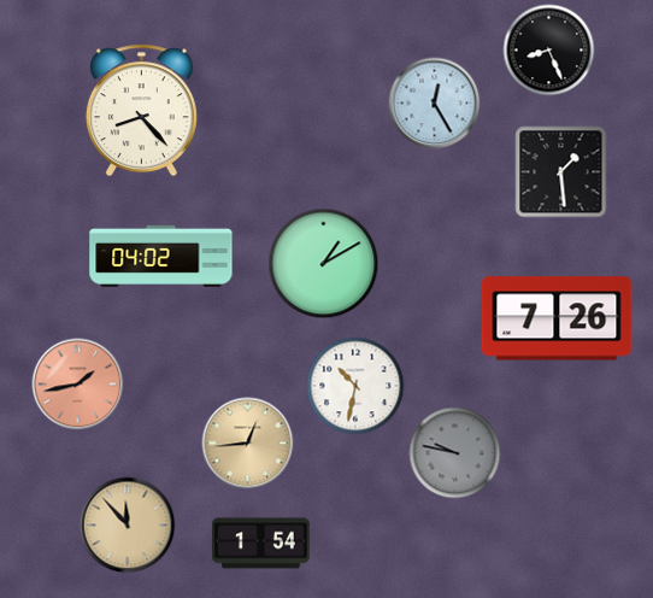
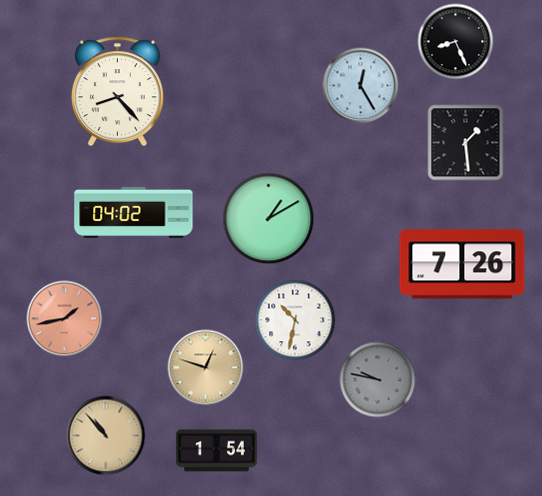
clock at (248, 444): 12:44 -> 12:48
clock at (455, 453) position: (455, 453) -> (378, 380)
clock at (128, 526): 11:53 -> 10:53
